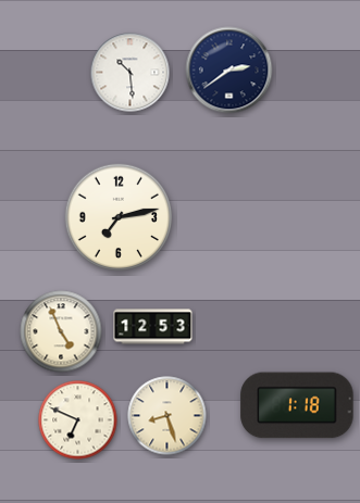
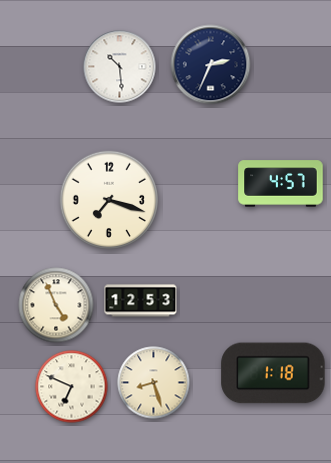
clock at (229, 71): 2:39 -> 2:34
clock at (281, 184): none -> 4:57
clock at (117, 216): 7:13 -> 7:18
